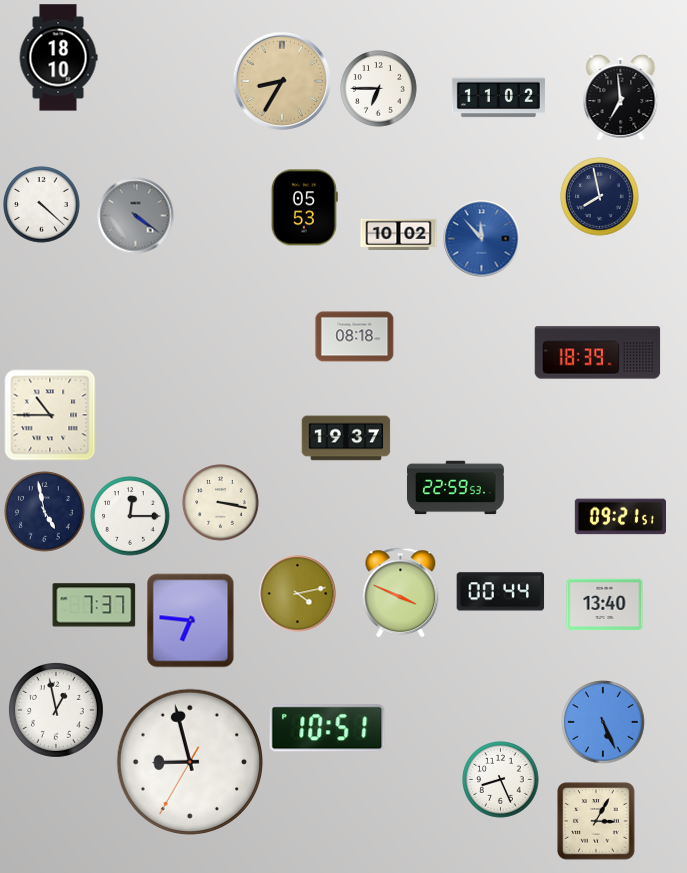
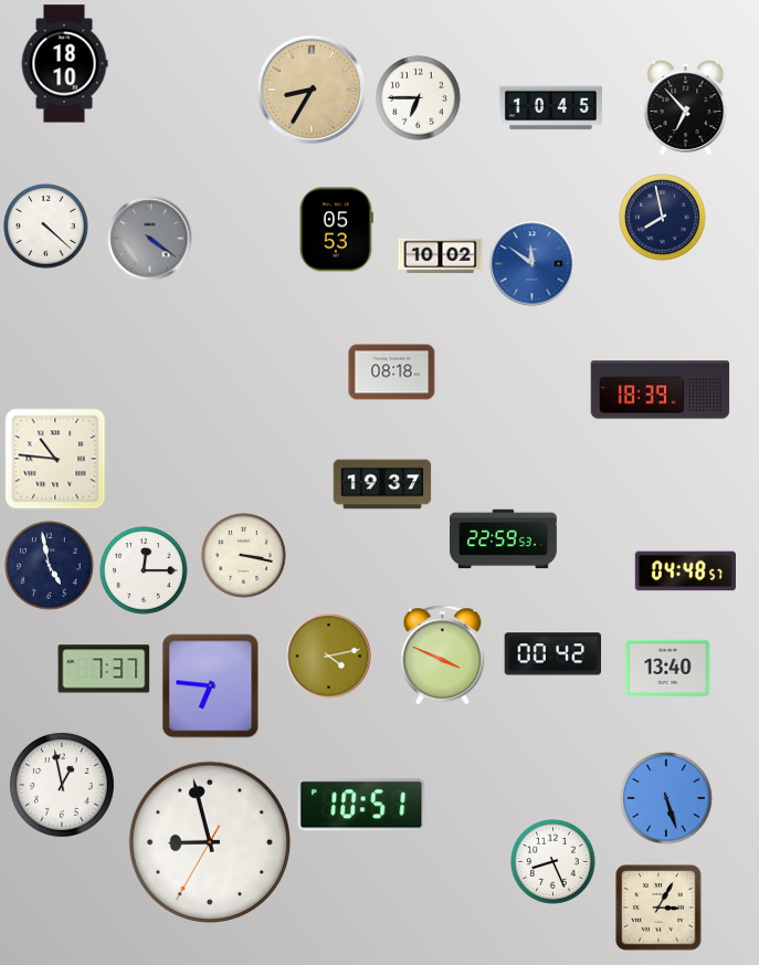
clock at (498, 98): 11:02 -> 10:45
clock at (621, 98): 6:59 -> 6:53
clock at (399, 234) position: (399, 234) -> (441, 255)
clock at (482, 239): 11:53 -> 11:51
clock at (50, 415): 10:45 -> 10:46
clock at (620, 517): 09:21 -> 04:48
clock at (501, 592): 00:44 -> 00:42
clock at (603, 722): 5:26 -> 5:27
